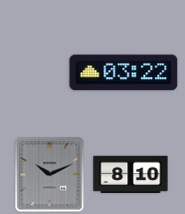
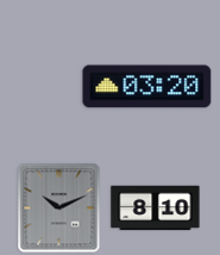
clock at (124, 73): 03:22 -> 03:20
